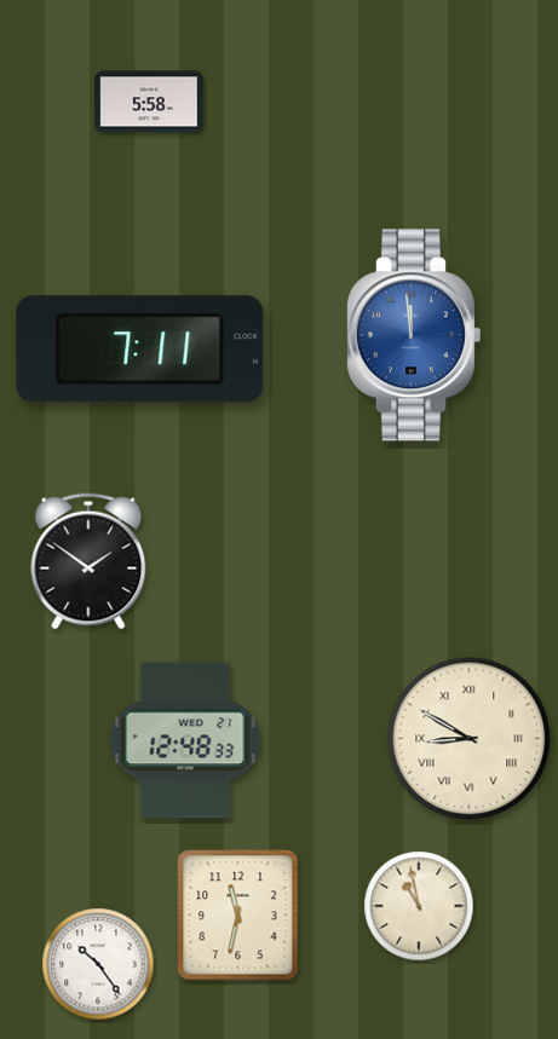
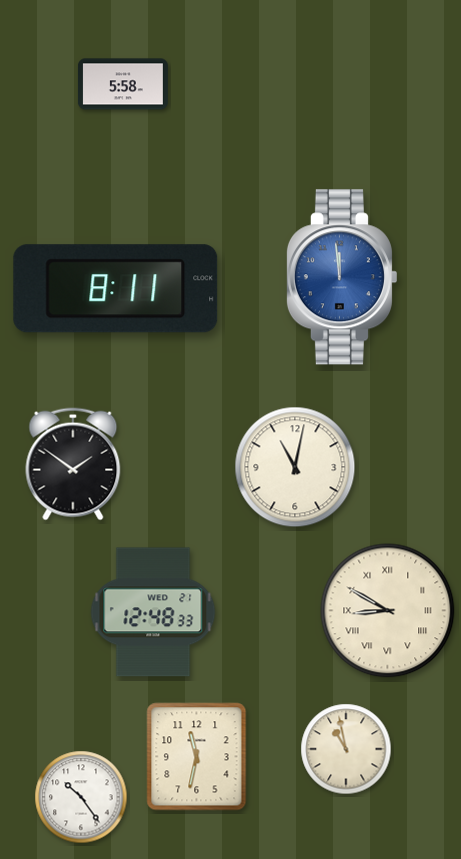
clock at (140, 350): 7:11 -> 8:11
clock at (295, 467): none -> 11:02
